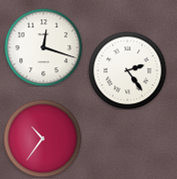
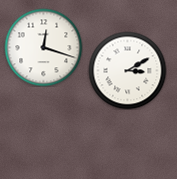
clock at (127, 70): 2:24 -> 3:10
clock at (42, 138): 10:36 -> none
